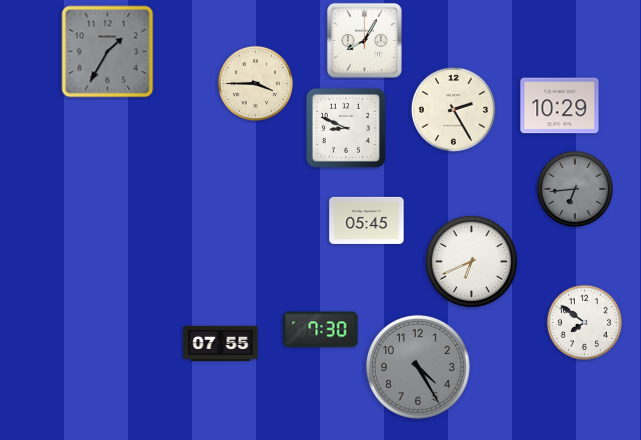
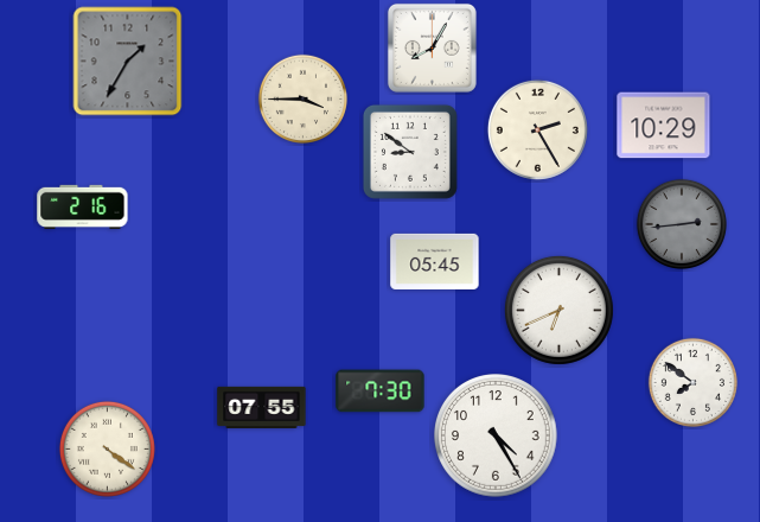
clock at (346, 128): 8:49 -> 8:51
clock at (83, 206): none -> 2:16
clock at (575, 189): 6:44 -> 2:44
clock at (419, 368) dial: grey -> white
clock at (107, 448): none -> 4:21
